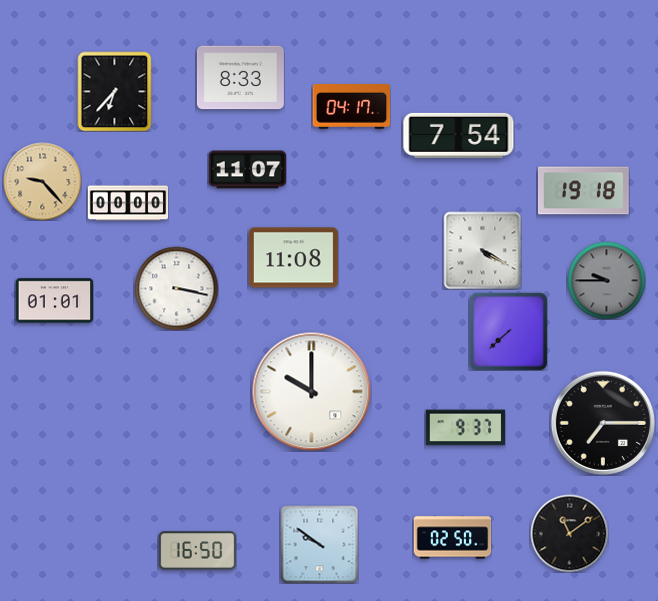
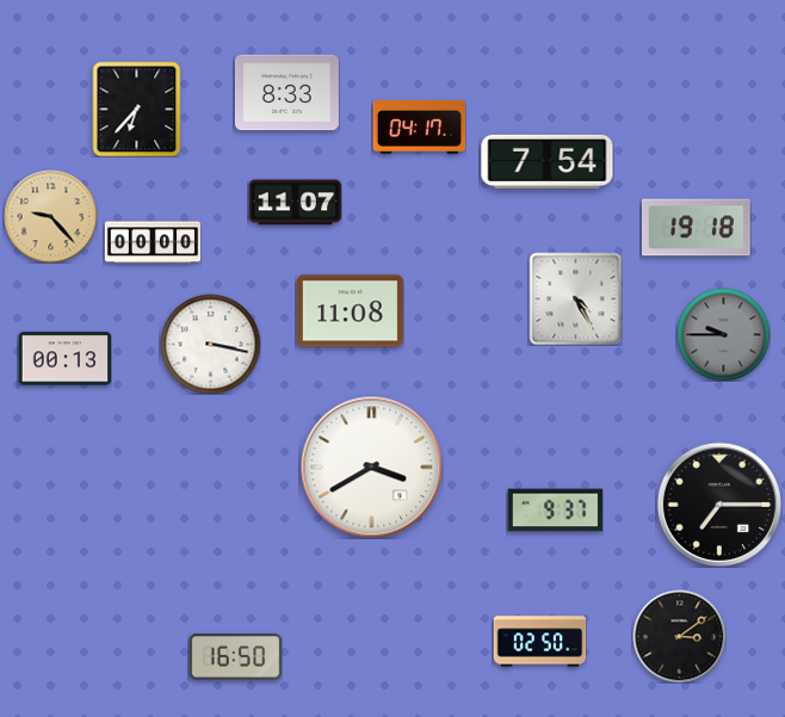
clock at (482, 250): 4:20 -> 4:25
clock at (293, 258) position: (293, 258) -> (350, 311)
clock at (54, 301): 01:01 -> 00:13
clock at (508, 331): 7:38 -> none
clock at (312, 392): 10:00 -> 3:40
clock at (569, 533): 11:09 -> 3:09
clock at (319, 544): 9:51 -> none
